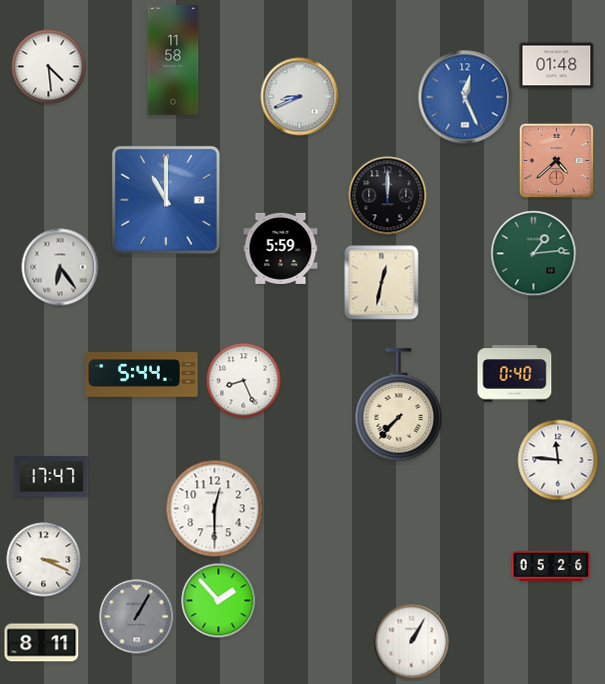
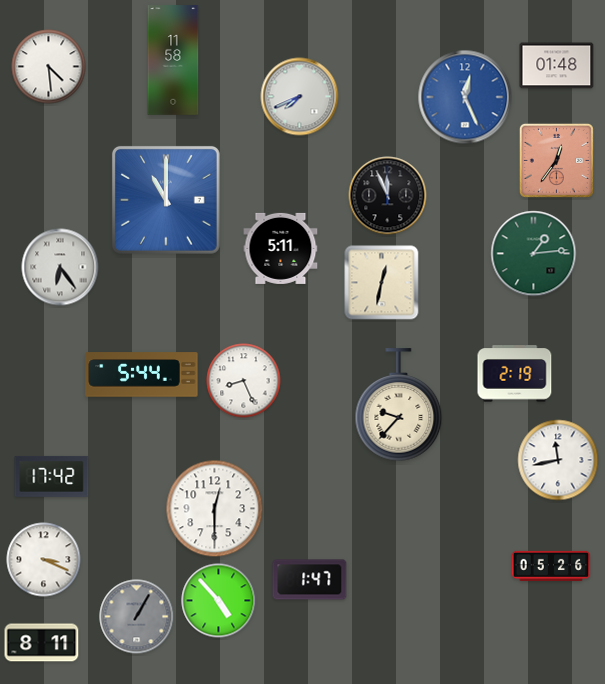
clock at (300, 97): 8:41 -> 7:41
clock at (556, 160): 4:38 -> 12:36
clock at (388, 196): 12:00 -> 11:56
clock at (281, 248): 5:59 -> 5:11
clock at (515, 374): 0:40 -> 2:19
clock at (399, 405): 7:37 -> 9:37
clock at (558, 460): 11:46 -> 11:43
clock at (52, 476): 17:47 -> 17:42
clock at (310, 580): none -> 1:47
clock at (219, 601): 1:53 -> 4:53
clock at (412, 642): 1:05 -> none
